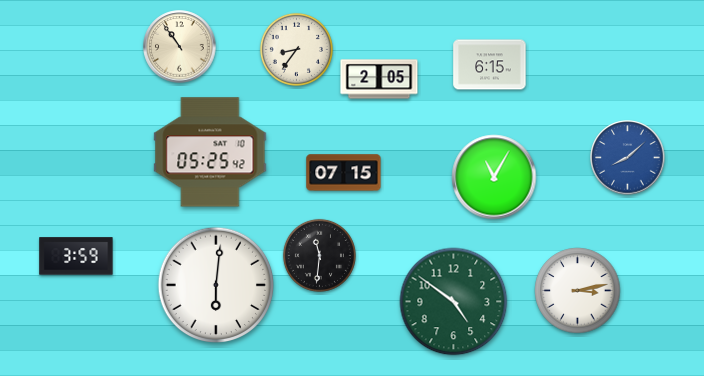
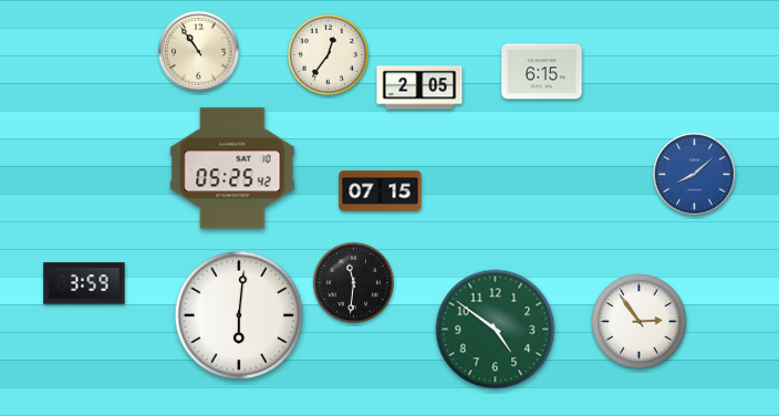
clock at (296, 49): 8:36 -> 12:36
clock at (494, 177): 11:05 -> none
clock at (578, 291): 3:13 -> 2:54
clock at (454, 302) position: (454, 302) -> (496, 330)
